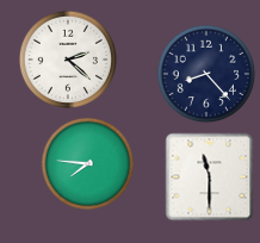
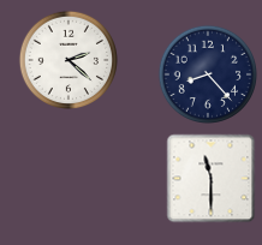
clock at (88, 164): 7:46 -> none
